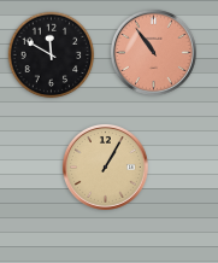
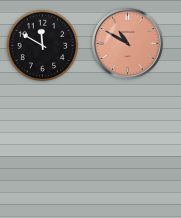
clock at (153, 52): 10:54 -> 10:50
clock at (105, 166): 1:05 -> none
